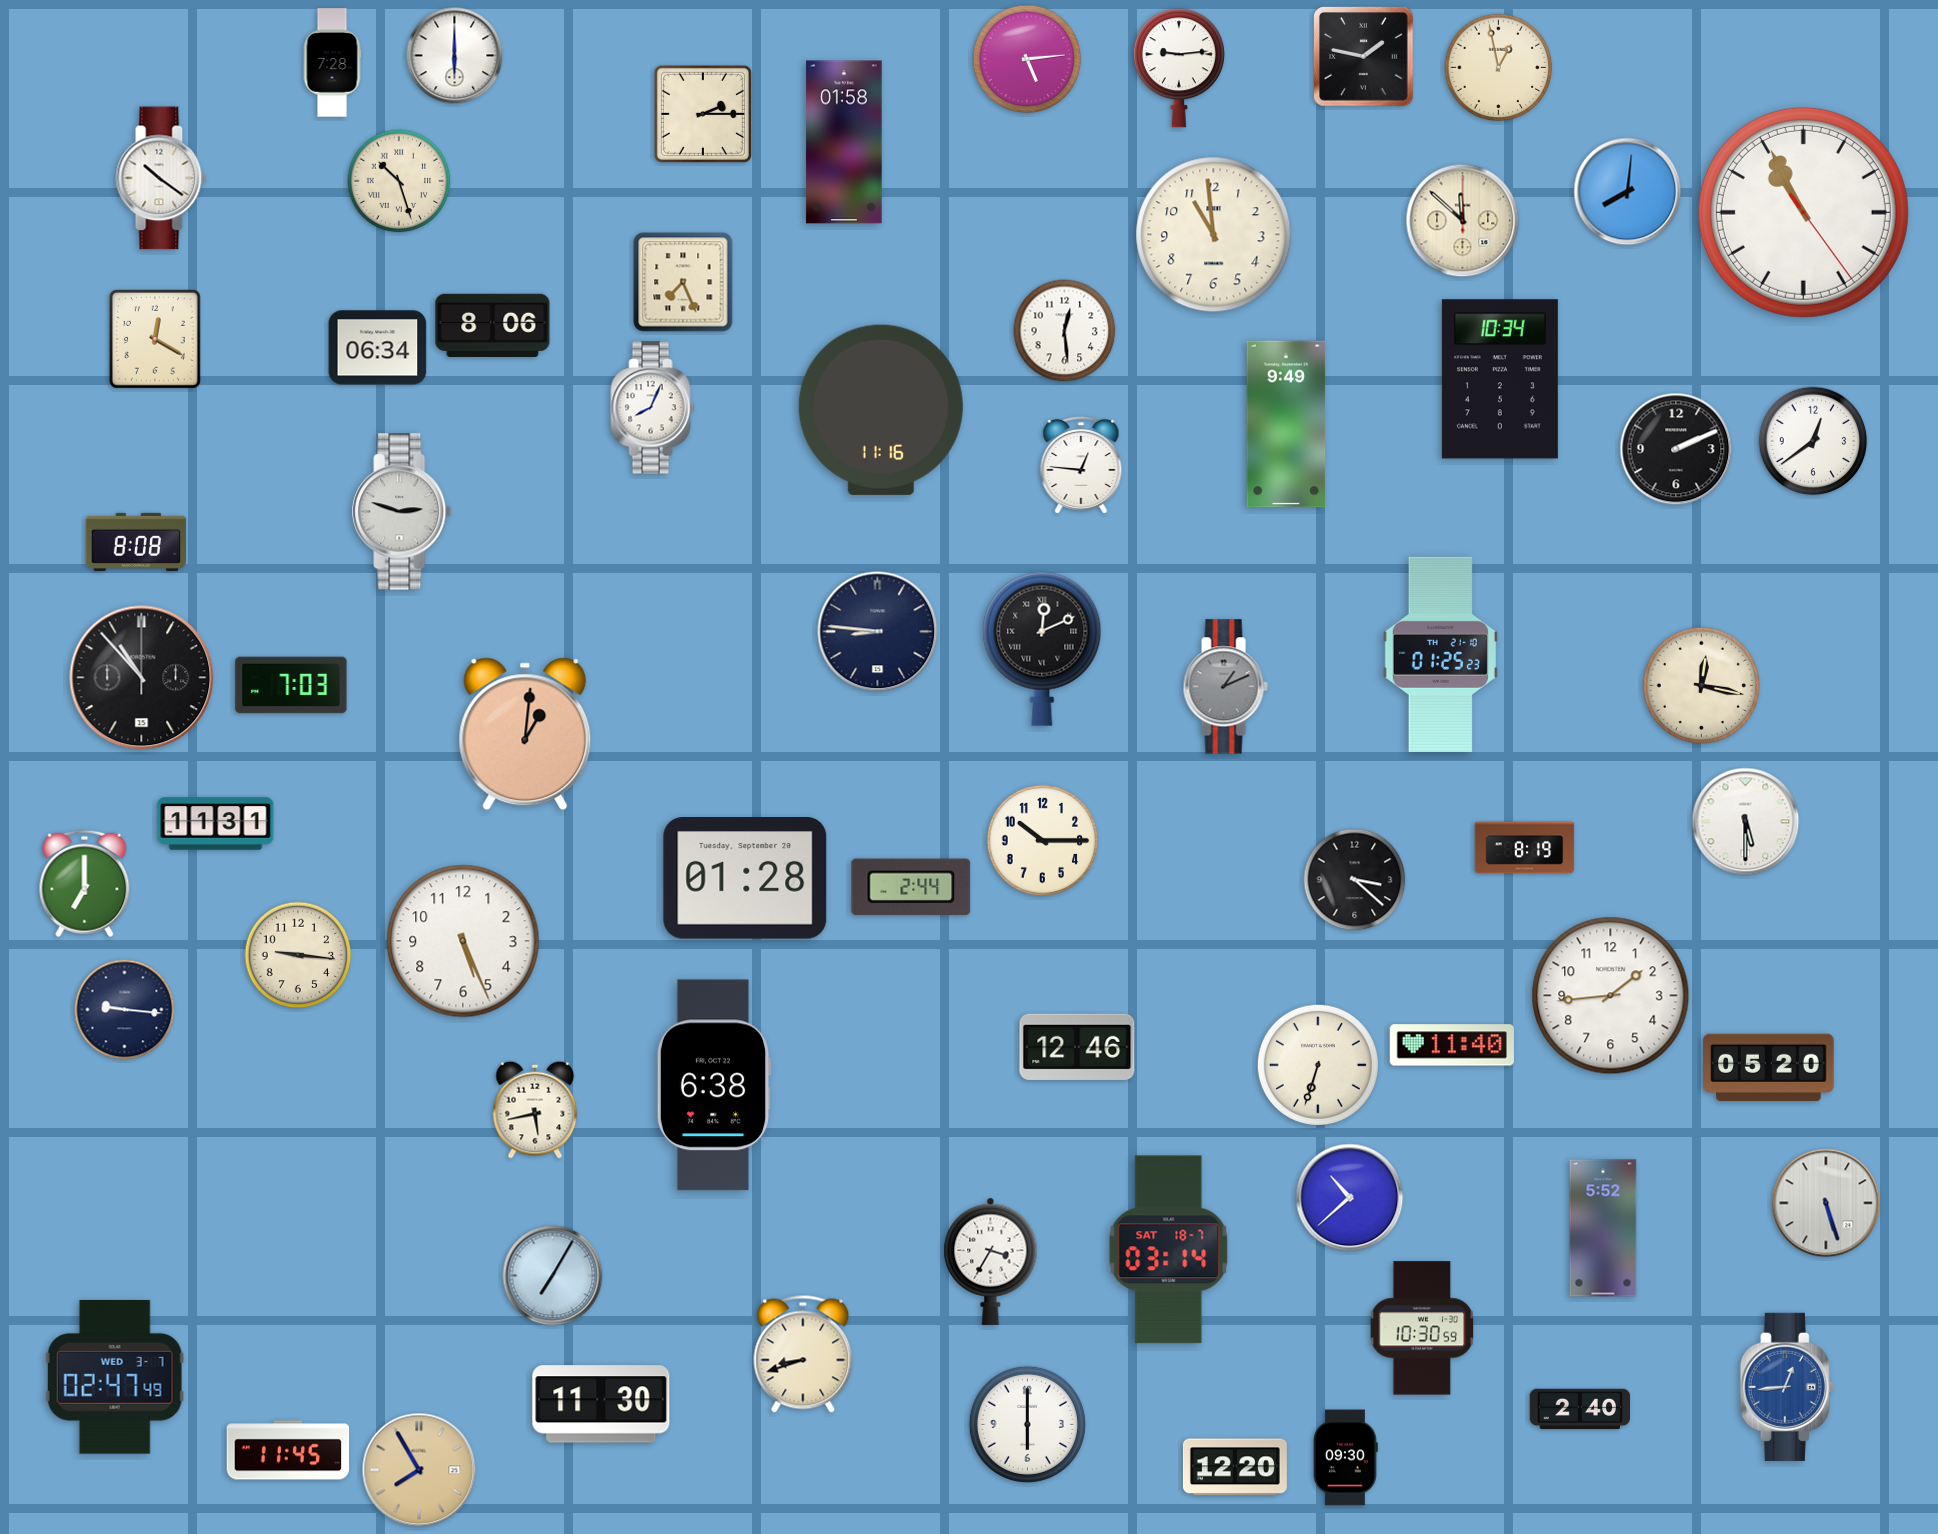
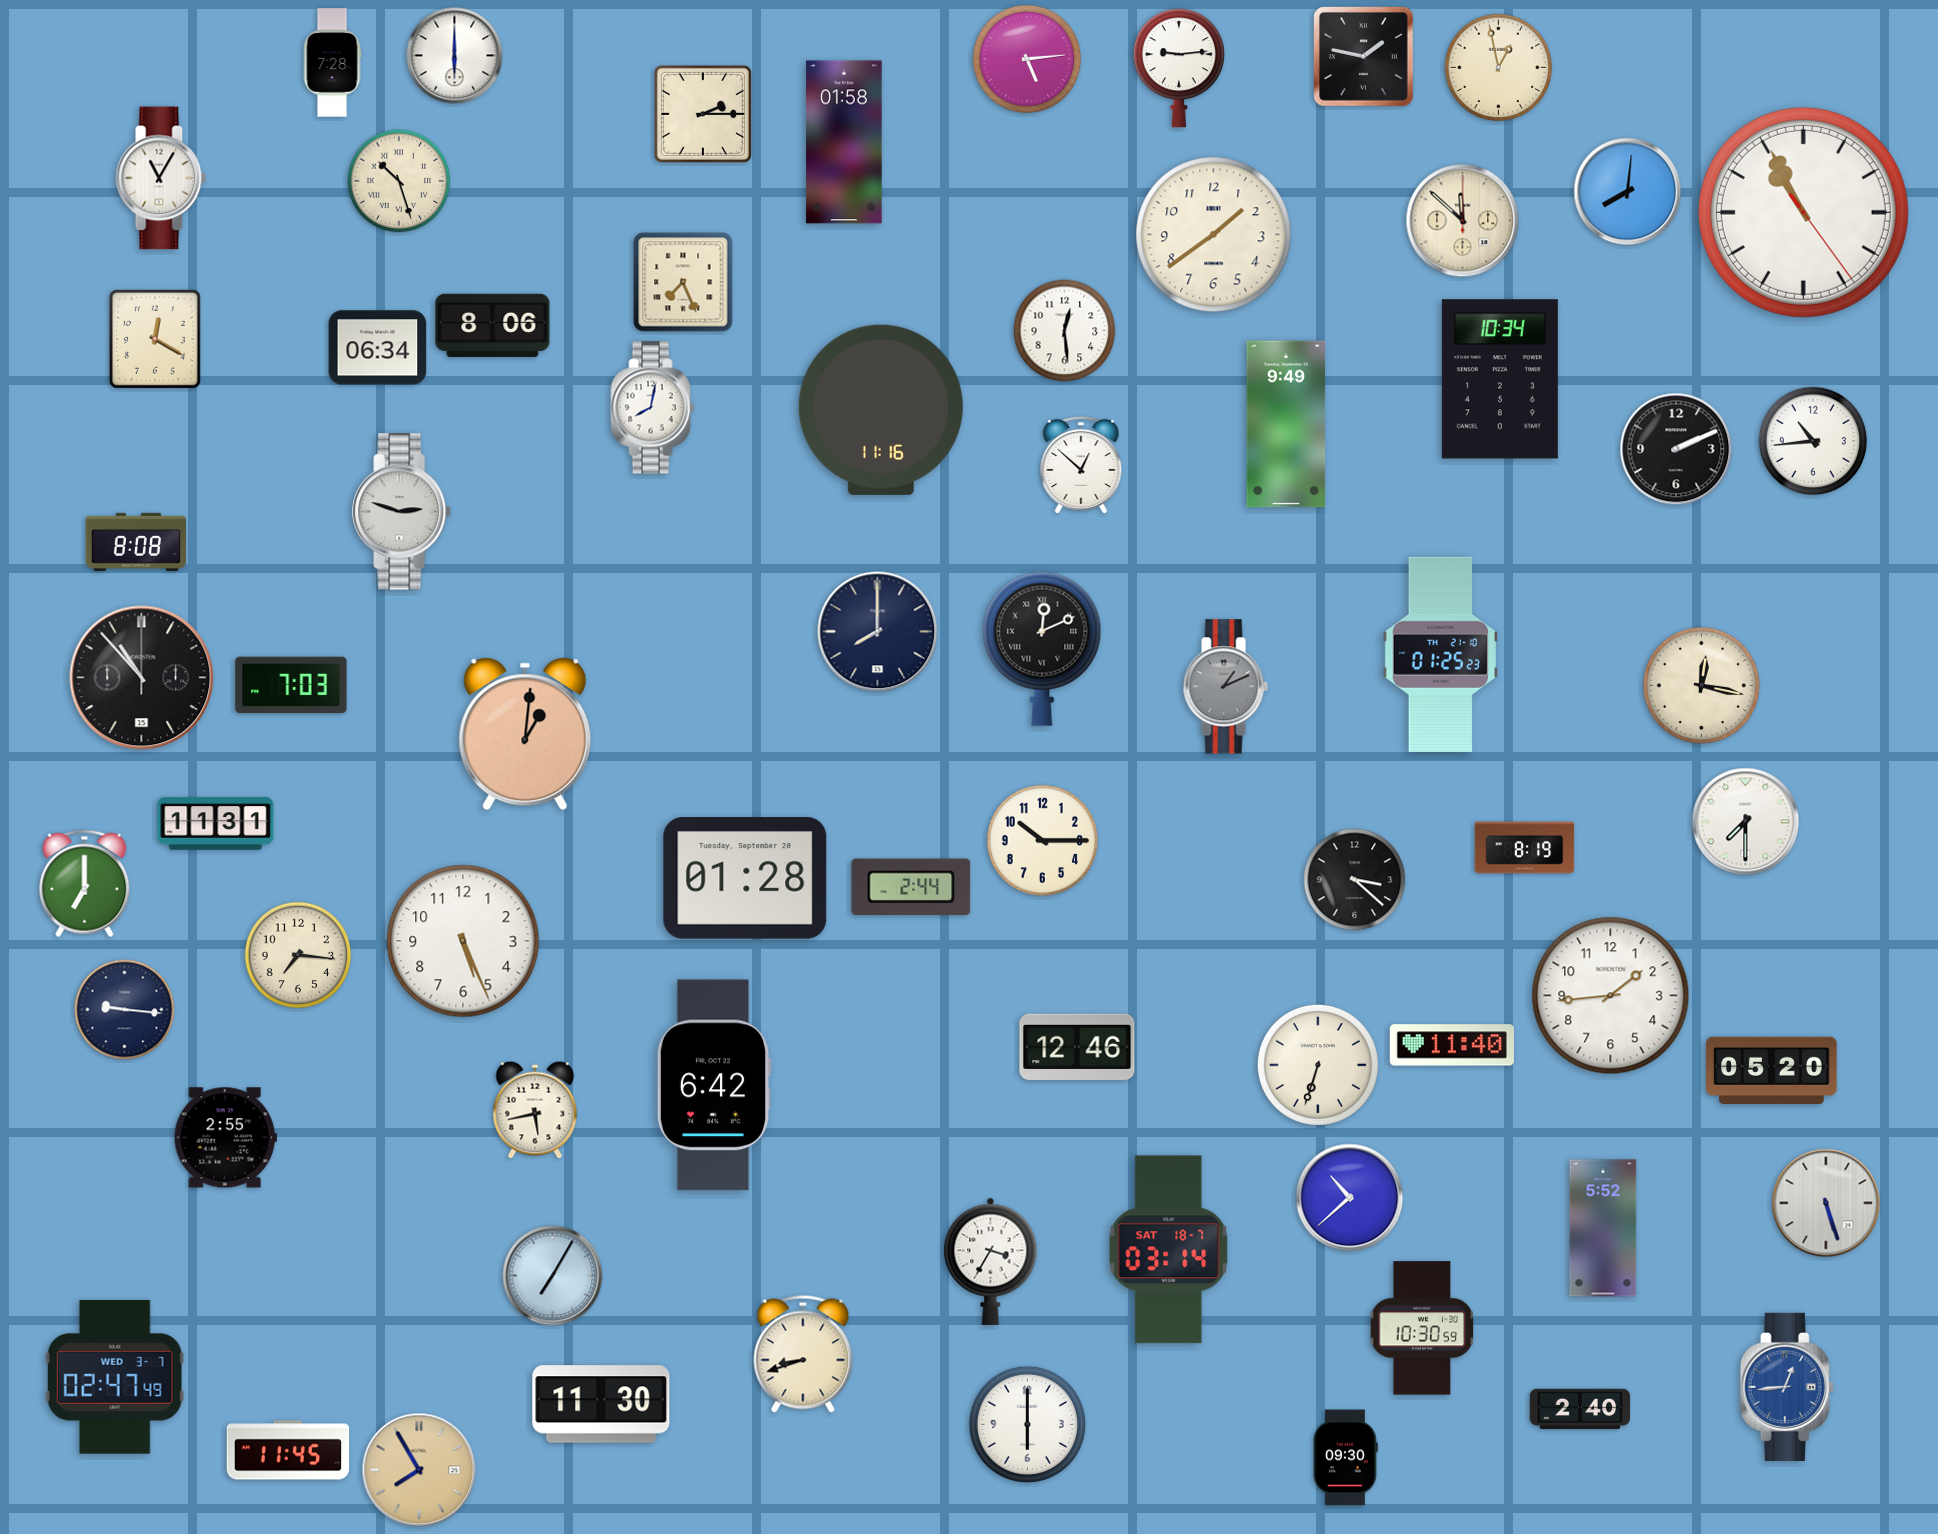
clock at (161, 178): 10:21 -> 11:05
clock at (1214, 235): 10:59 -> 1:39
clock at (653, 408): 8:04 -> 8:02
clock at (1813, 441): 12:39 -> 10:44
clock at (1081, 464): 12:46 -> 12:52
clock at (878, 632): 8:46 -> 8:00
clock at (1746, 822): 5:30 -> 7:30
clock at (298, 955): 9:16 -> 7:16
clock at (1769, 1067) position: (1769, 1067) -> (1772, 1070)
clock at (714, 1085): 6:38 -> 6:42
clock at (225, 1138): none -> 2:55
clock at (1235, 1467): 12:20 -> none
